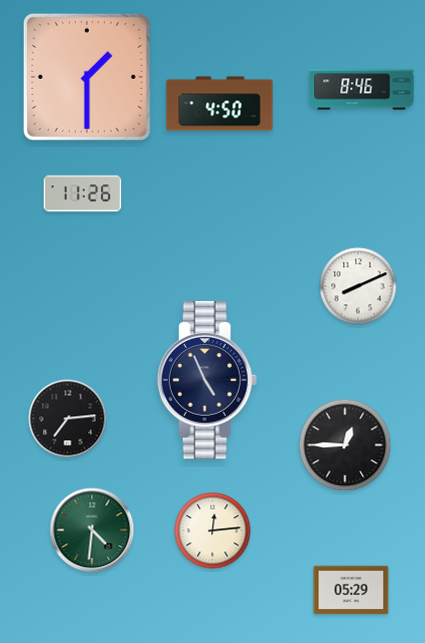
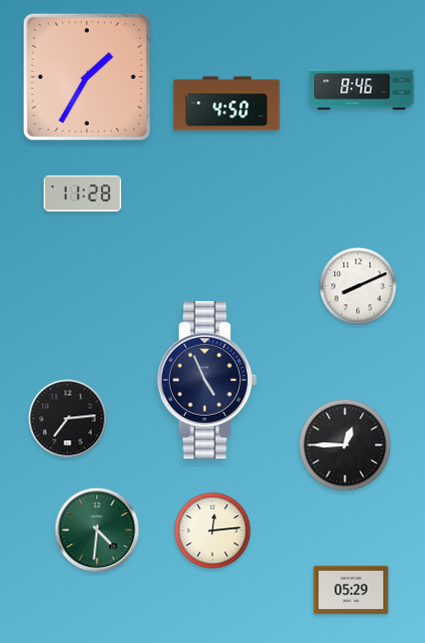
clock at (87, 77): 1:30 -> 1:35
clock at (220, 104) position: (220, 104) -> (227, 104)
clock at (83, 194): 11:26 -> 11:28
clock at (92, 530) position: (92, 530) -> (97, 530)
